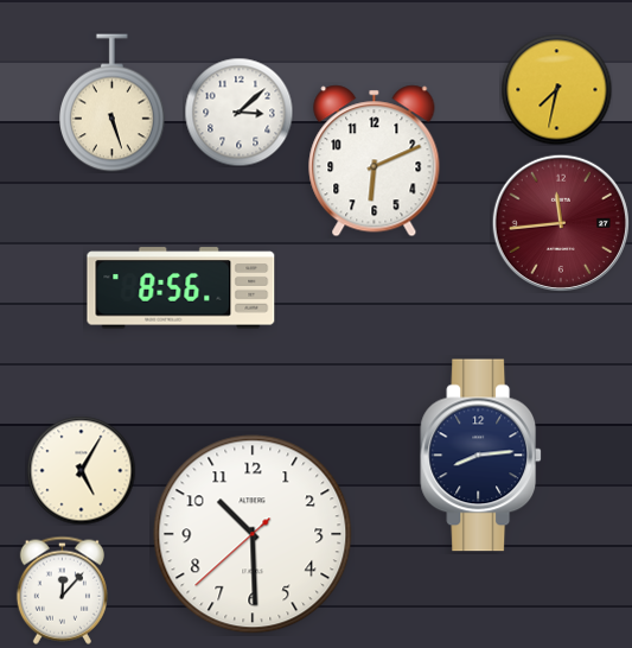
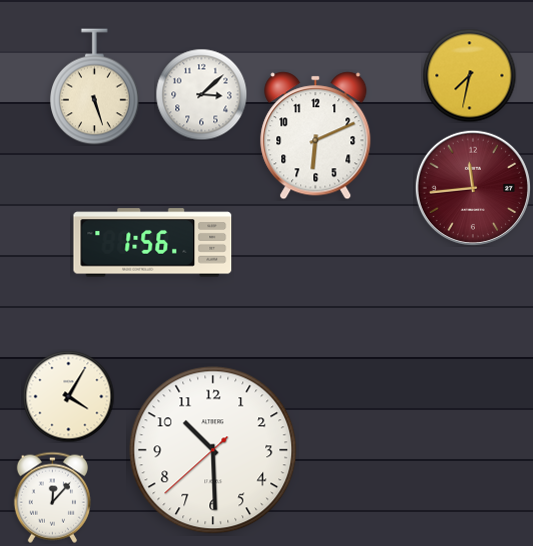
clock at (181, 288): 8:56 -> 1:56
clock at (481, 456): 8:14 -> none
clock at (81, 470): 5:05 -> 4:05
